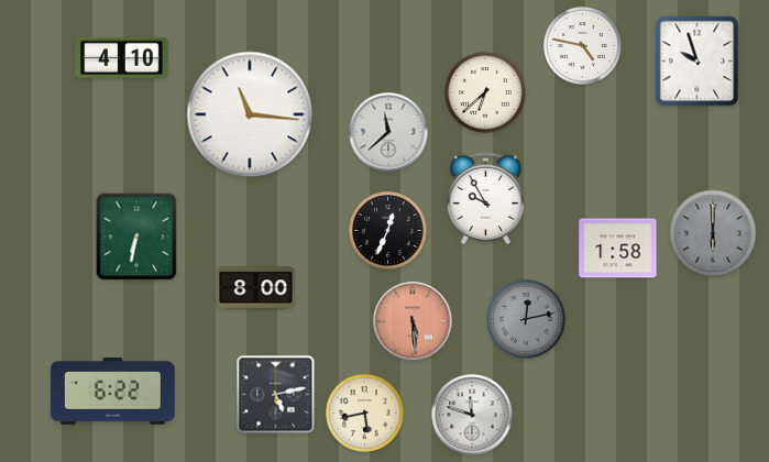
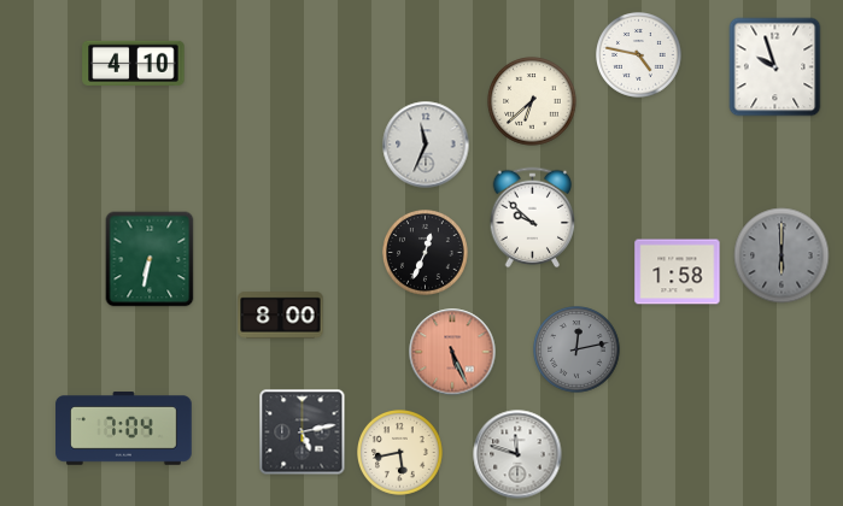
clock at (583, 46) position: (583, 46) -> (639, 55)
clock at (697, 62) position: (697, 62) -> (775, 67)
clock at (250, 114): 11:16 -> none
clock at (388, 132): 11:38 -> 11:34
clock at (486, 199): 9:55 -> 9:52
clock at (413, 321): 5:29 -> 5:26
clock at (113, 392): 6:22 -> 7:04
